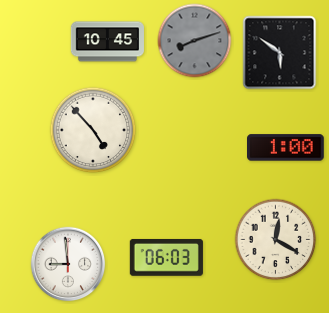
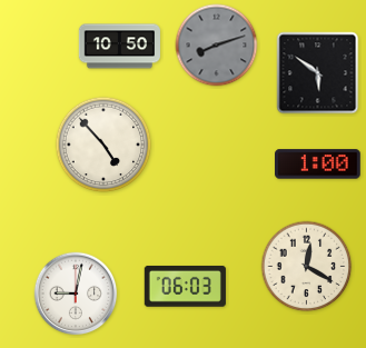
clock at (107, 42): 10:45 -> 10:50
clock at (280, 53) position: (280, 53) -> (318, 73)
clock at (68, 264): 8:59 -> 9:02
